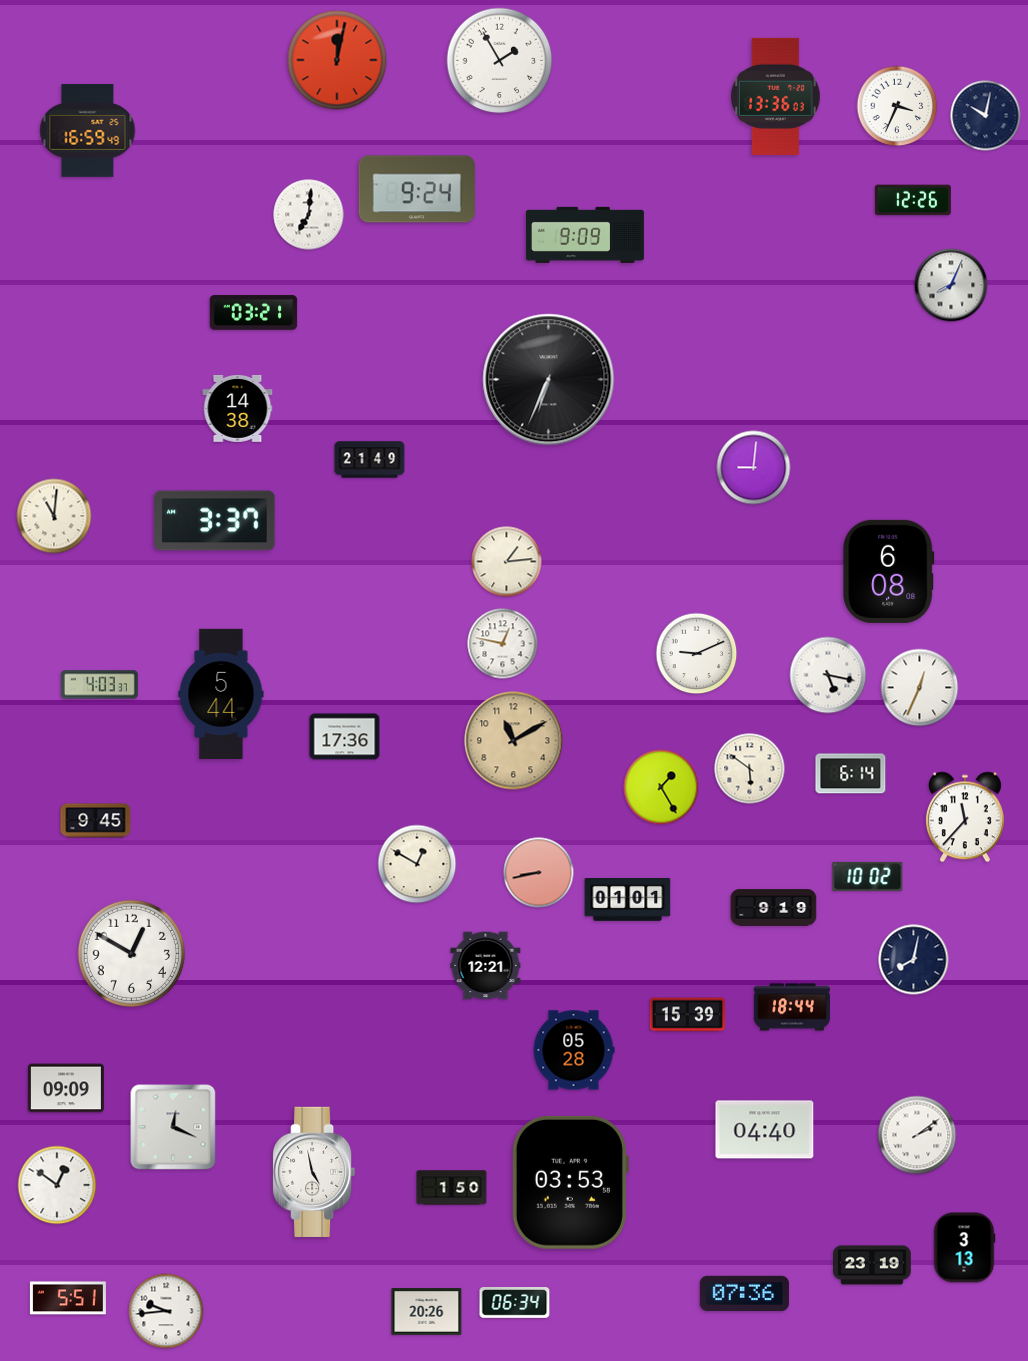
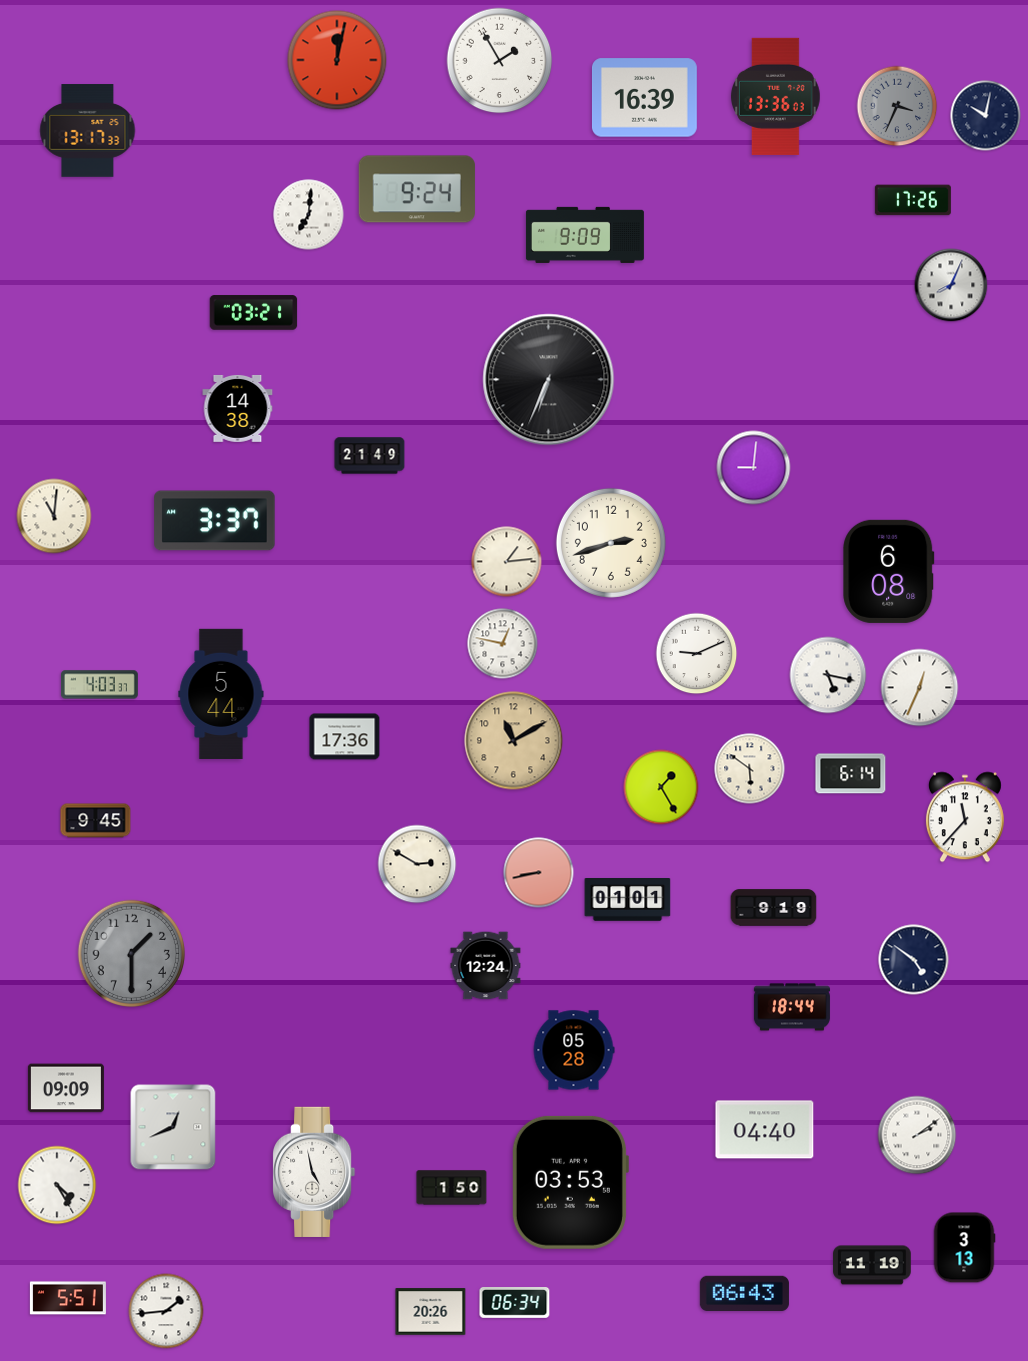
clock at (644, 98): none -> 16:39
clock at (897, 106) dial: white -> grey
clock at (88, 131): 16:59 -> 13:17
clock at (913, 200): 12:26 -> 17:26
clock at (370, 460) position: (370, 460) -> (370, 456)
clock at (611, 543): none -> 2:42
clock at (417, 864): 12:50 -> 2:50
clock at (868, 876): 10:02 -> none
clock at (131, 953): 12:50 -> 1:30
clock at (131, 953) dial: white -> grey
clock at (914, 960): 8:02 -> 4:51
clock at (486, 966): 12:21 -> 12:24
clock at (687, 1015): 15:39 -> none
clock at (173, 1127): 12:19 -> 12:41
clock at (57, 1185): 12:51 -> 4:25
clock at (872, 1265): 23:19 -> 11:19
clock at (744, 1293): 07:36 -> 06:43
clock at (166, 1311): 9:44 -> 1:44
clock at (427, 1312) position: (427, 1312) -> (431, 1312)
